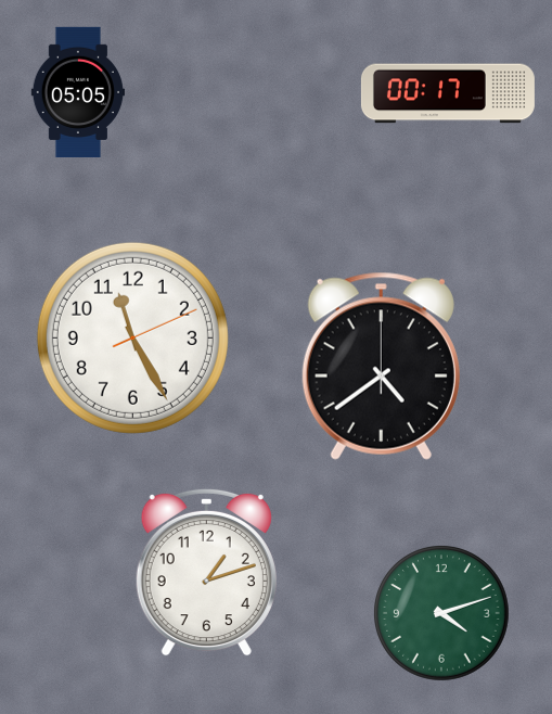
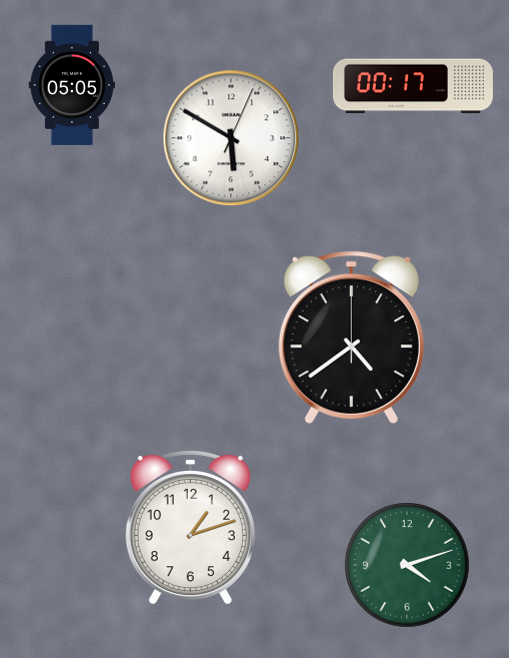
clock at (231, 138): none -> 5:50
clock at (132, 337): 11:25 -> none
